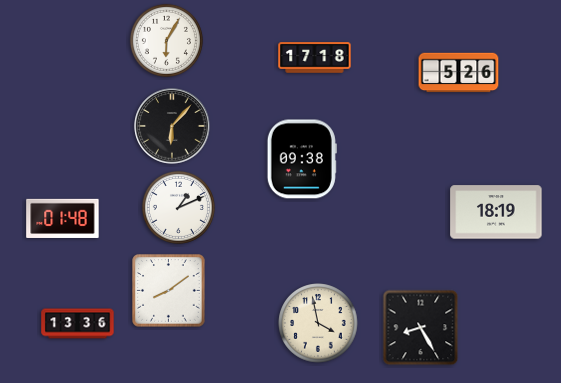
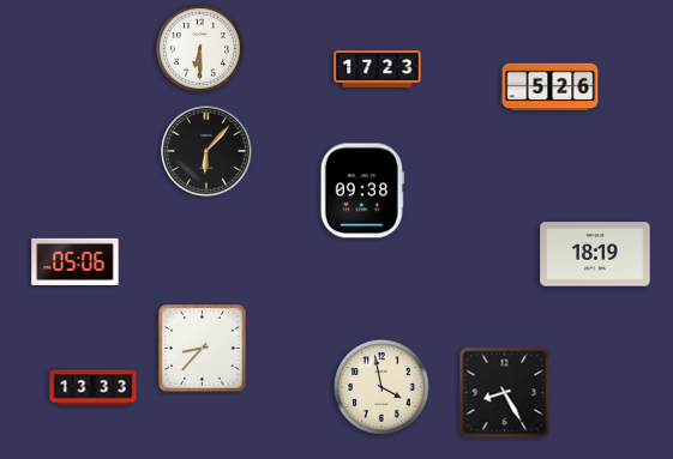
clock at (166, 40): 6:05 -> 6:30
clock at (315, 58): 17:18 -> 17:23
clock at (178, 207): 1:11 -> none
clock at (63, 218): 01:48 -> 05:06
clock at (169, 291): 8:09 -> 8:37
clock at (78, 324): 13:36 -> 13:33
